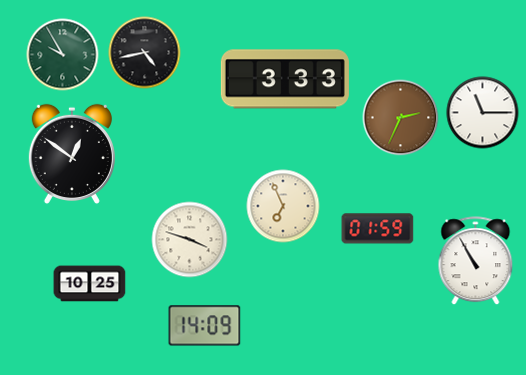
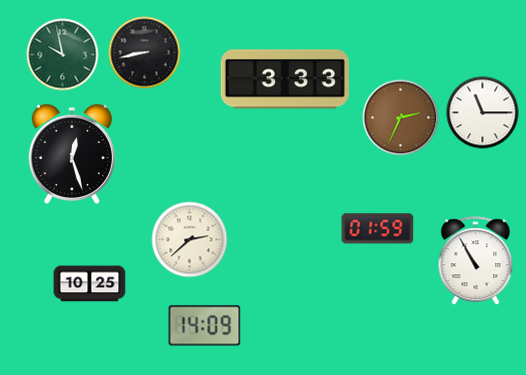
clock at (145, 53): 4:43 -> 8:43
clock at (63, 55): 9:55 -> 9:58
clock at (72, 154): 12:51 -> 12:27
clock at (283, 206): 6:56 -> none
clock at (190, 240): 3:48 -> 2:38
